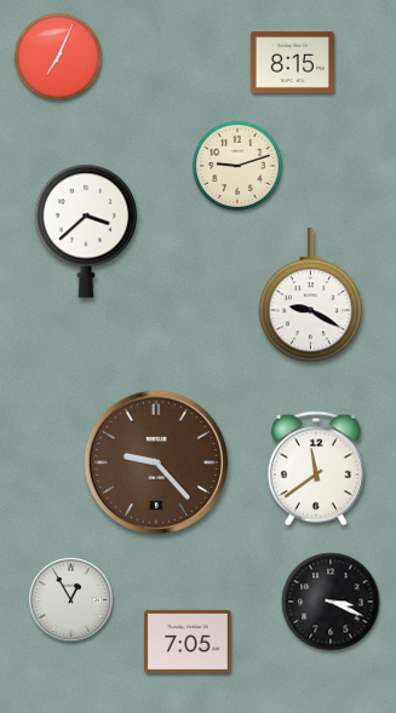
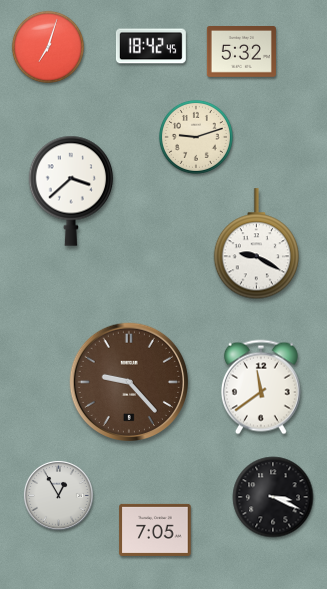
clock at (151, 46): none -> 18:42
clock at (58, 57): 7:04 -> 7:03
clock at (292, 63): 8:15 -> 5:32
